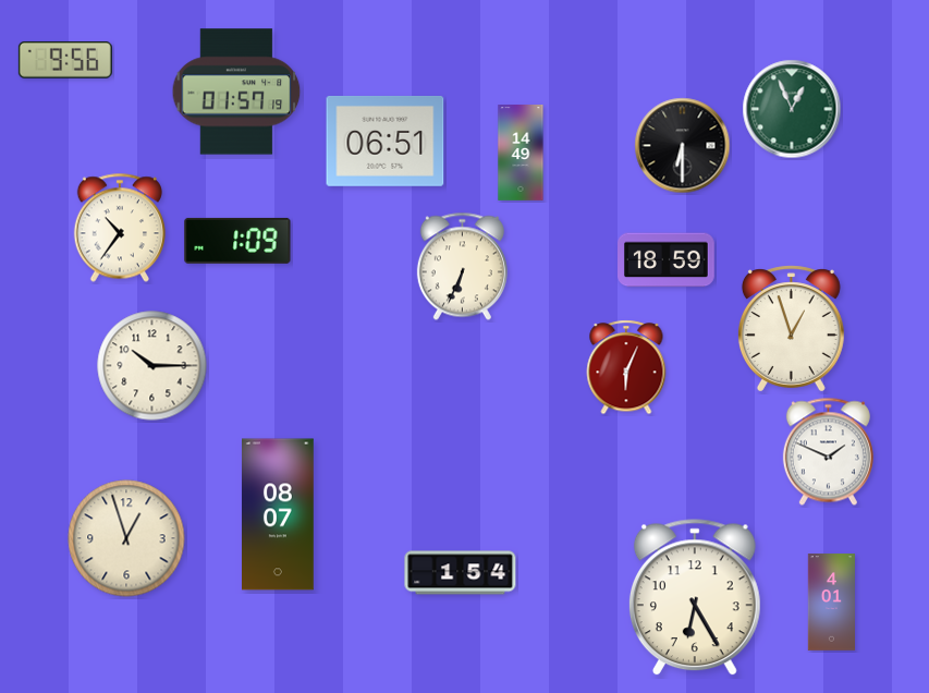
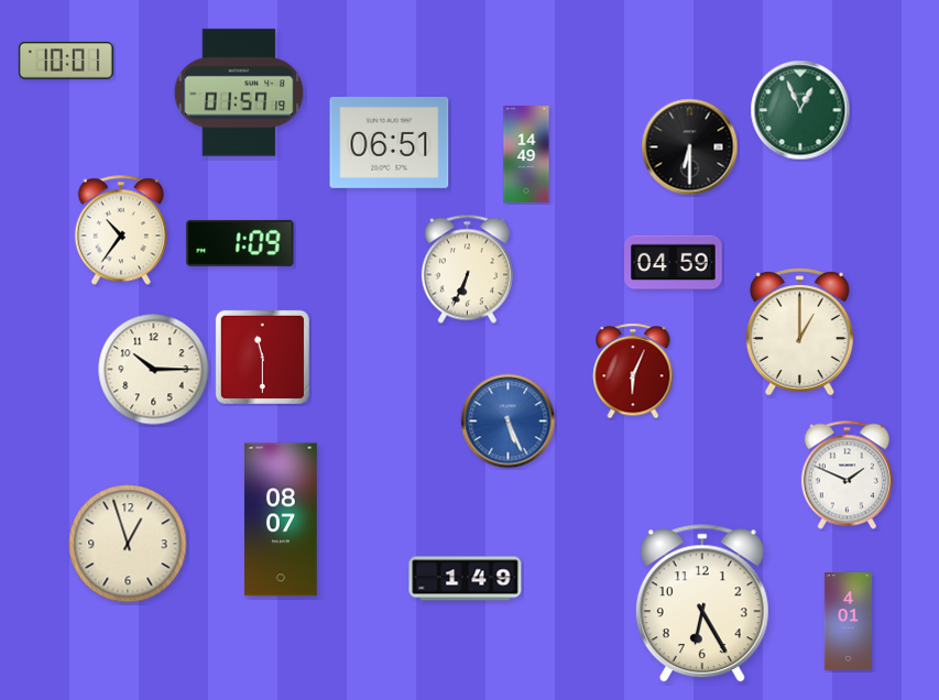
clock at (65, 60): 9:56 -> 10:01
clock at (667, 260): 18:59 -> 04:59
clock at (791, 329): 12:57 -> 1:00
clock at (262, 357): none -> 11:30
clock at (509, 422): none -> 5:26
clock at (828, 452) position: (828, 452) -> (847, 475)
clock at (461, 573): 1:54 -> 1:49
clock at (832, 603) position: (832, 603) -> (849, 622)
